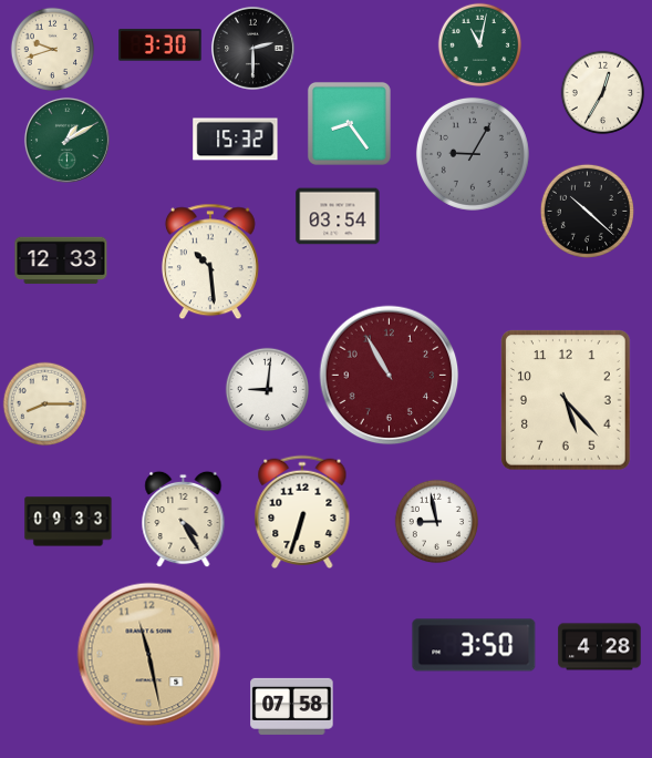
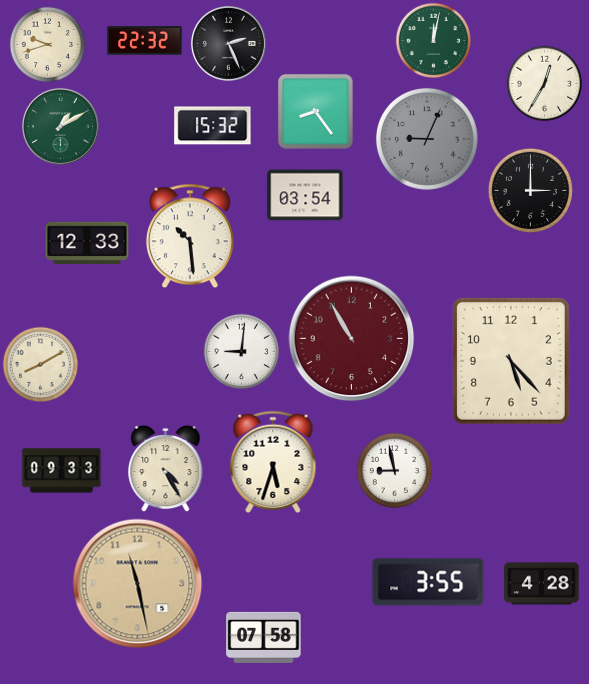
clock at (161, 45): 3:30 -> 22:32
clock at (480, 45): 11:02 -> 12:02
clock at (252, 48): 2:30 -> 2:26
clock at (473, 154): 9:05 -> 9:04
clock at (587, 211): 10:22 -> 3:00
clock at (61, 260) position: (61, 260) -> (87, 243)
clock at (45, 404): 8:15 -> 8:10
clock at (302, 512): 6:33 -> 5:33
clock at (474, 645): 3:50 -> 3:55
clock at (149, 655) position: (149, 655) -> (138, 584)
